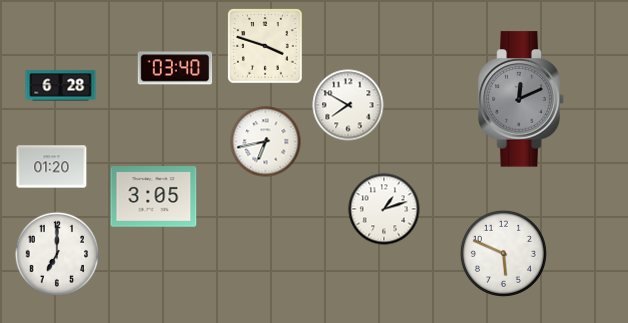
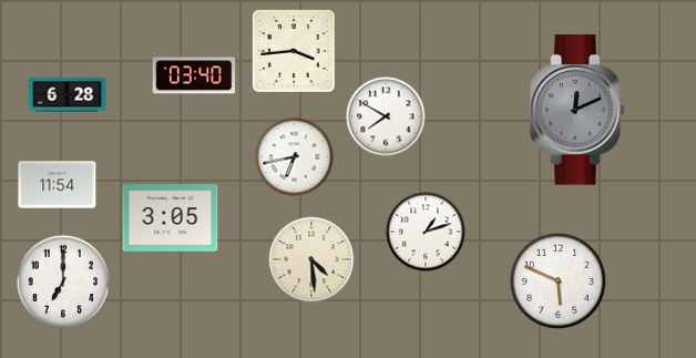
clock at (265, 46): 3:48 -> 3:44
clock at (52, 167): 01:20 -> 11:54
clock at (311, 259): none -> 4:29
